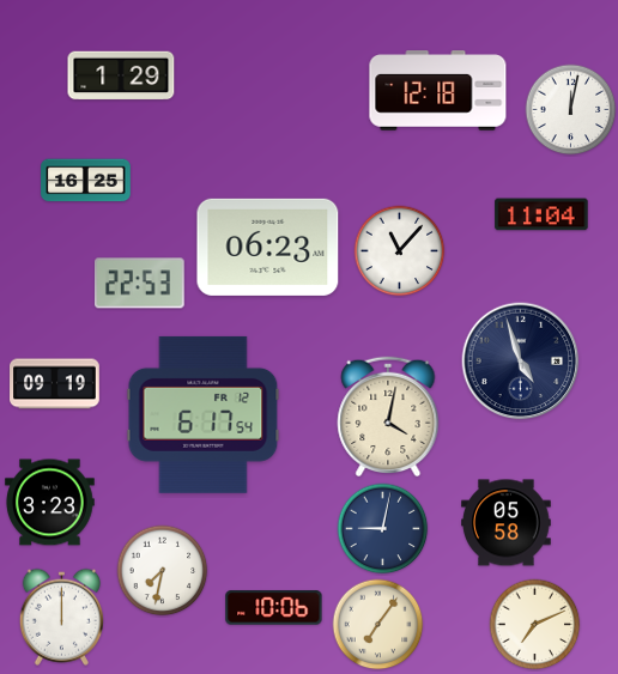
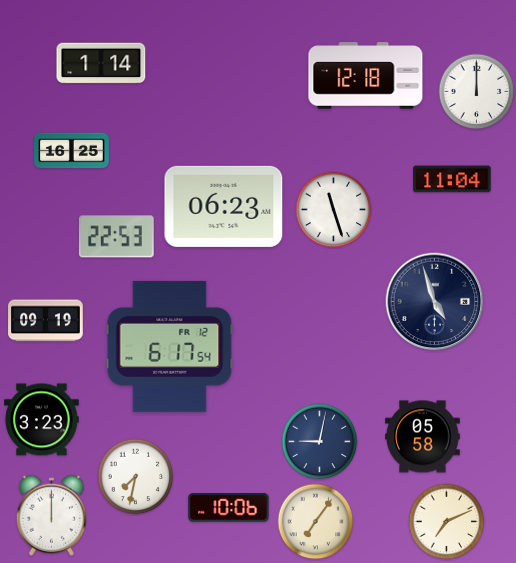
clock at (121, 75): 1:29 -> 1:14
clock at (571, 110): 12:02 -> 12:00
clock at (400, 251): 11:07 -> 11:27
clock at (388, 417): 4:02 -> none
